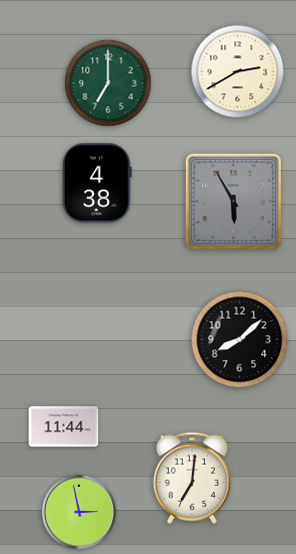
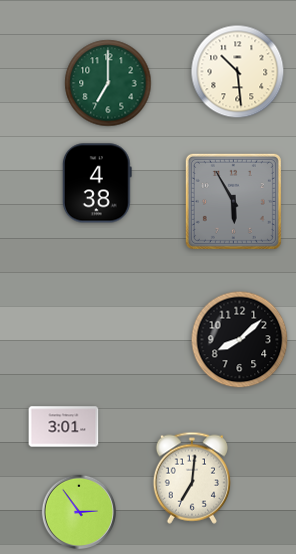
clock at (238, 72): 2:40 -> 10:29
clock at (64, 427): 11:44 -> 3:01
clock at (79, 512): 2:58 -> 2:54
